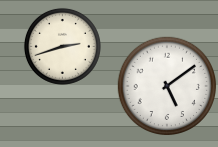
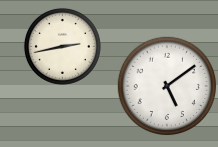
clock at (62, 46): 2:42 -> 2:43
